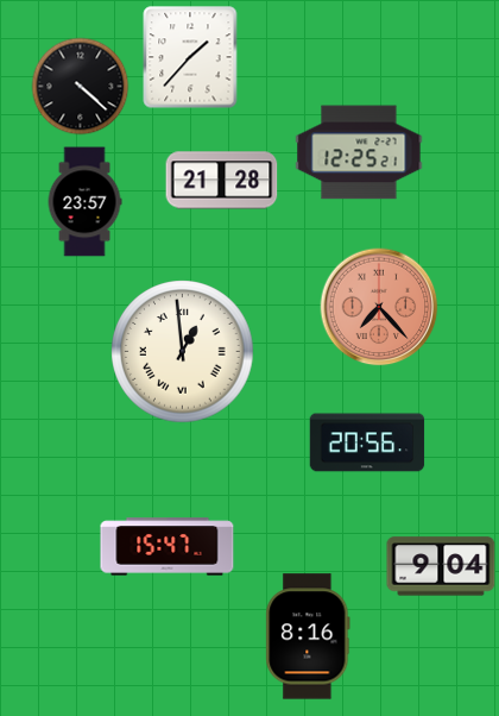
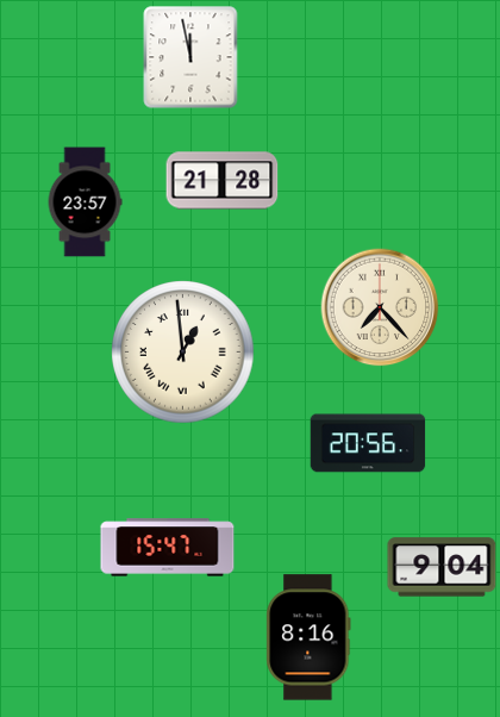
clock at (190, 57): 1:37 -> 11:58
clock at (81, 87): 4:22 -> none
clock at (359, 152): 12:25 -> none
clock at (379, 307) dial: salmon -> cream
